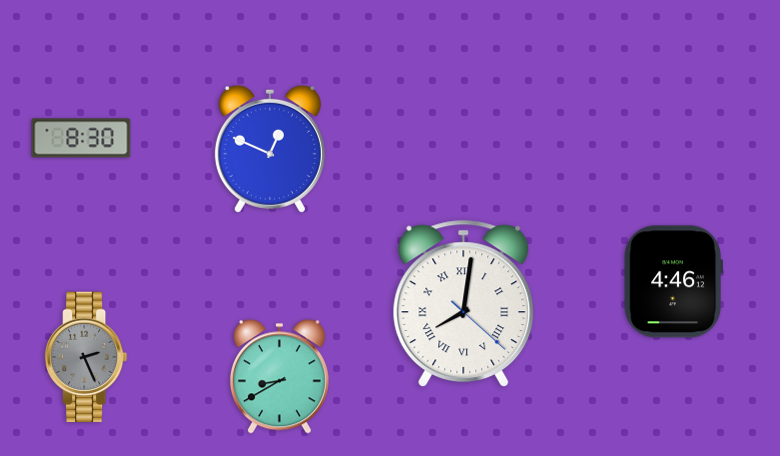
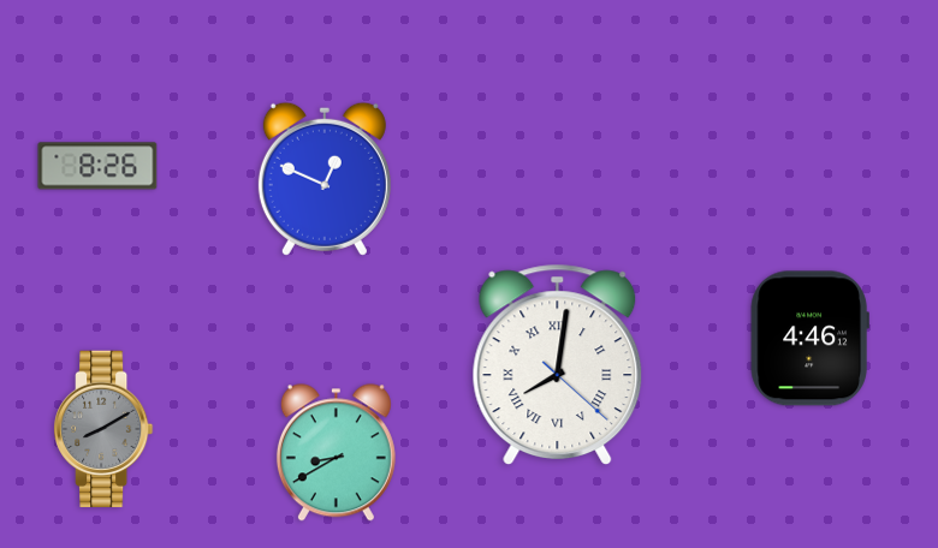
clock at (81, 138): 8:30 -> 8:26
clock at (87, 357): 2:26 -> 8:10
